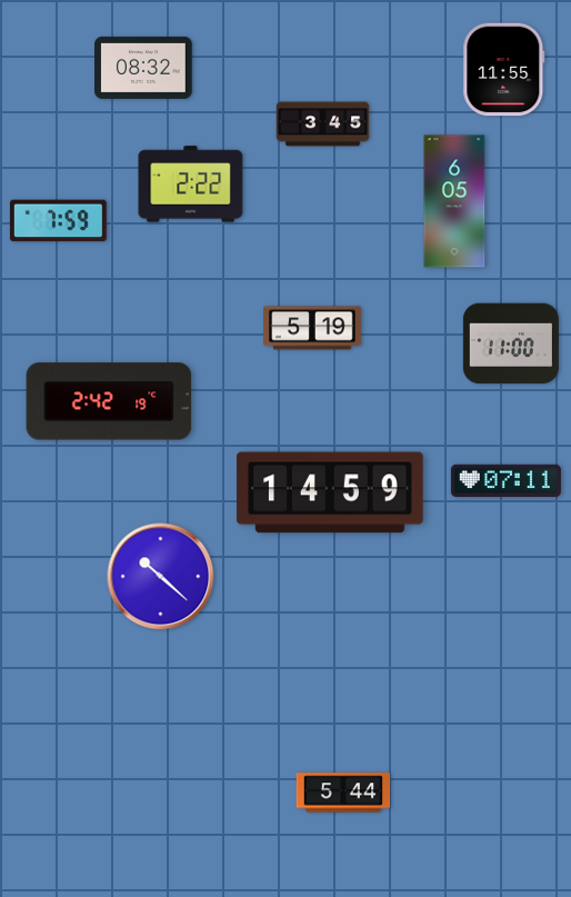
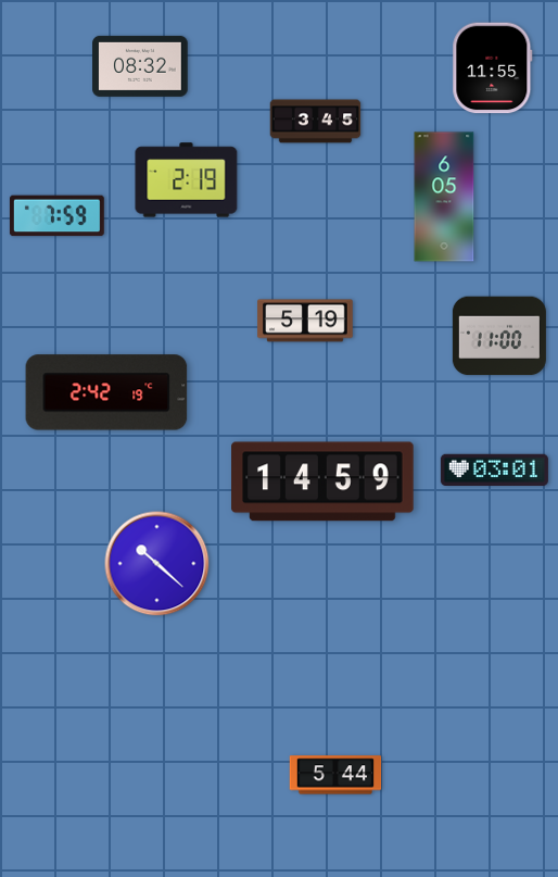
clock at (191, 185): 2:22 -> 2:19
clock at (505, 481): 07:11 -> 03:01
